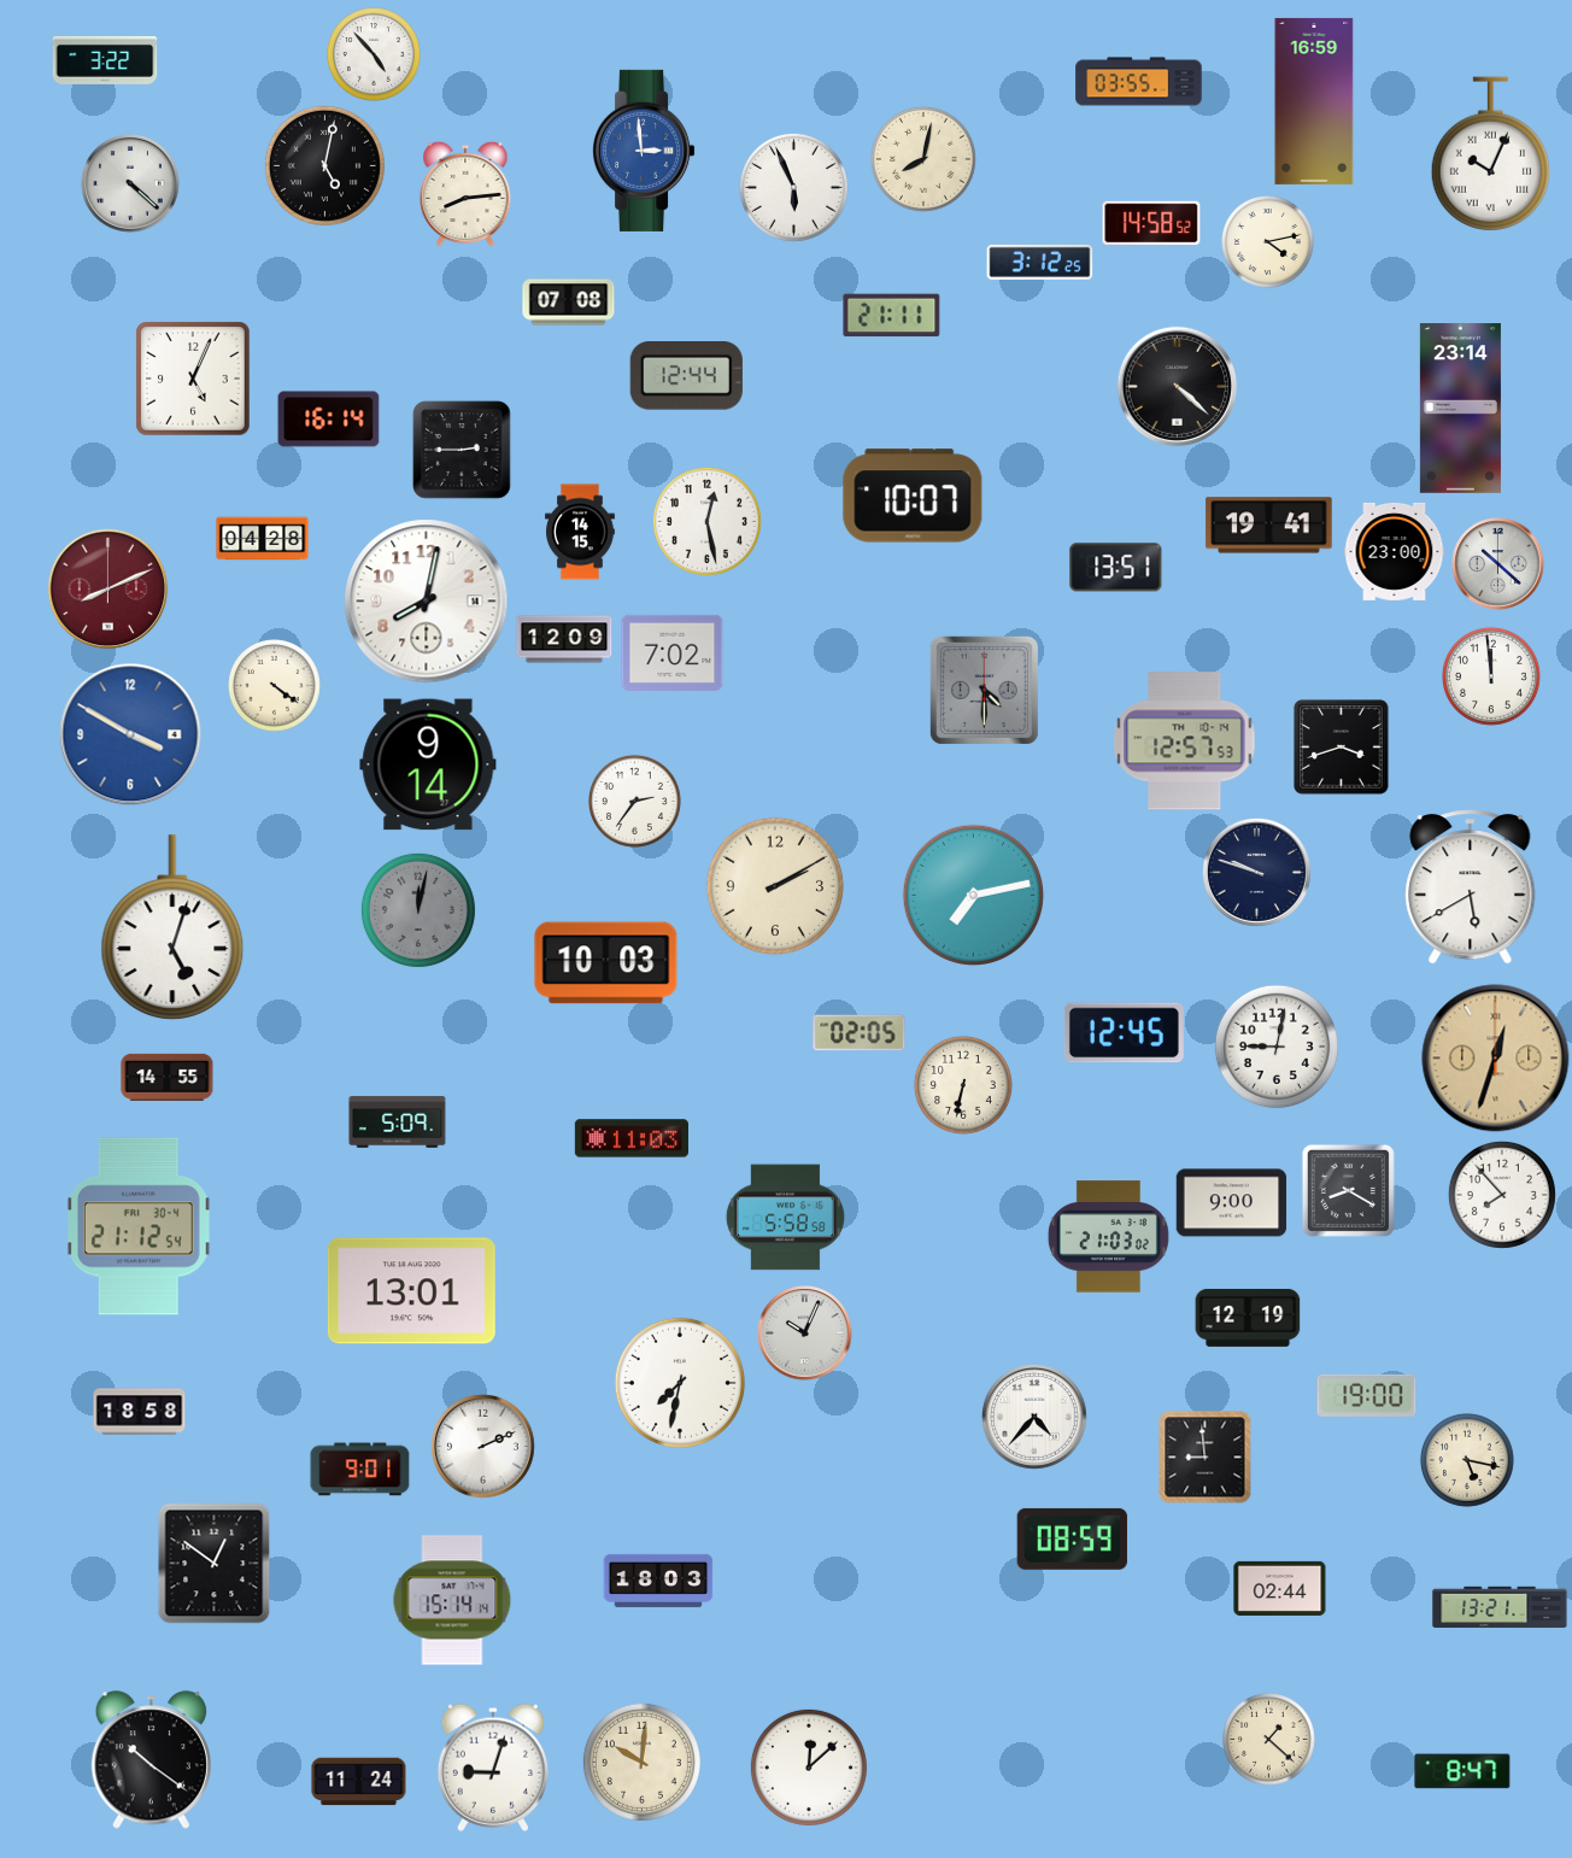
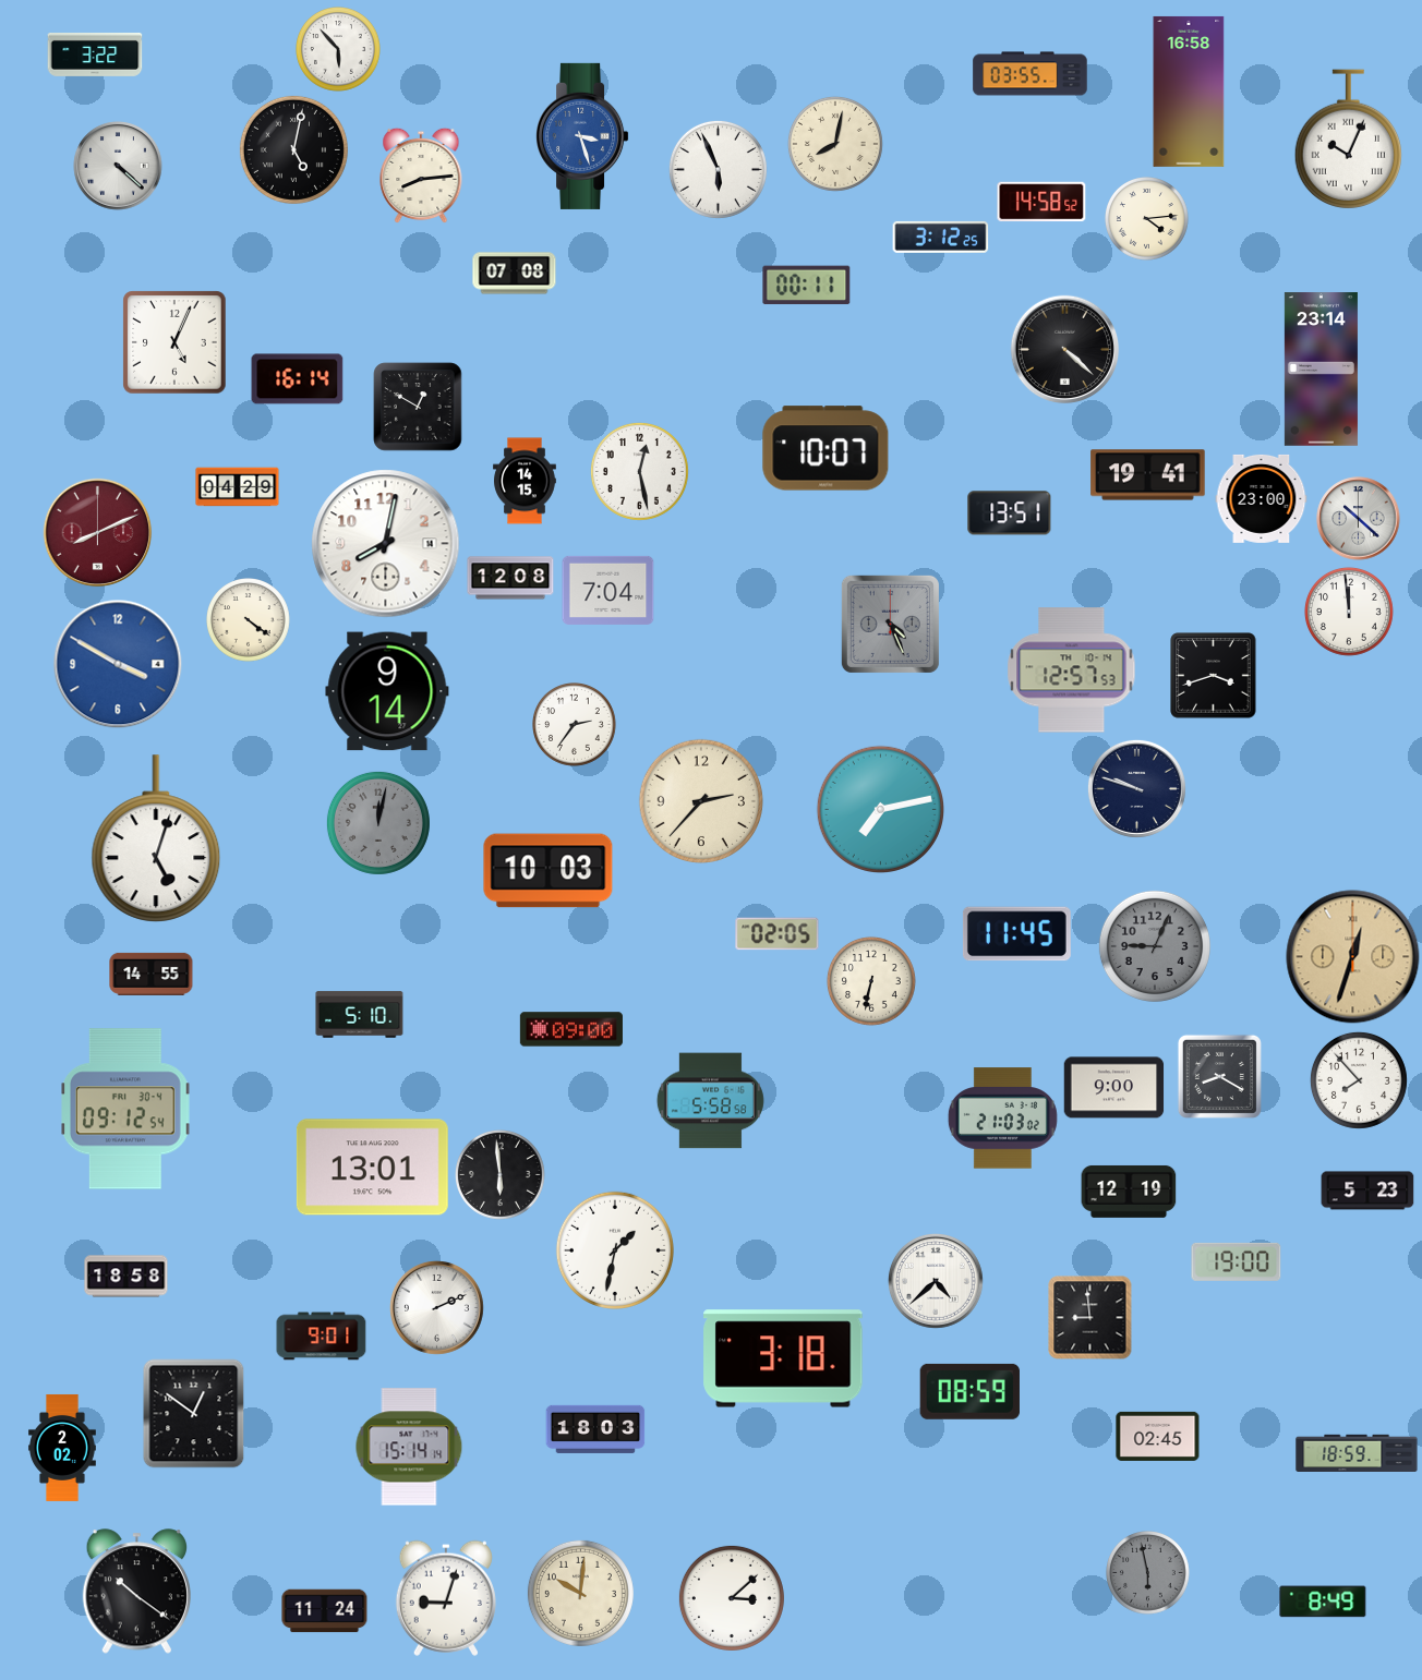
clock at (375, 55): 4:53 -> 5:53
clock at (1314, 101): 16:59 -> 16:58
clock at (645, 151): 2:59 -> 3:27
clock at (1268, 242): 4:13 -> 4:14
clock at (892, 316): 21:11 -> 00:11
clock at (686, 376): 12:44 -> none
clock at (462, 450): 2:45 -> 12:50
clock at (263, 539): 04:28 -> 04:29
clock at (1498, 564) position: (1498, 564) -> (1359, 519)
clock at (564, 639): 12:09 -> 12:08
clock at (673, 652): 7:02 -> 7:04
clock at (984, 690): 4:30 -> 4:26
clock at (775, 886): 2:10 -> 2:37
clock at (1471, 887): 5:40 -> none
clock at (1124, 1033): 12:45 -> 11:45
clock at (1277, 1047): 9:02 -> 9:04
clock at (1277, 1047) dial: white -> grey
clock at (398, 1123): 5:09 -> 5:10
clock at (632, 1138): 11:03 -> 09:00
clock at (140, 1226): 21:12 -> 09:12
clock at (499, 1174): none -> 5:59
clock at (1367, 1190): none -> 5:23
clock at (805, 1334): 10:04 -> none
clock at (680, 1383): 7:32 -> 1:32
clock at (1034, 1417): 4:37 -> 4:38
clock at (1468, 1461): 5:17 -> none
clock at (360, 1470) position: (360, 1470) -> (322, 1337)
clock at (783, 1358): none -> 3:18
clock at (1280, 1588): 02:44 -> 02:45
clock at (63, 1448): none -> 2:02
clock at (1500, 1606): 13:21 -> 18:59
clock at (1269, 1740): 1:22 -> 5:58
clock at (1269, 1740) dial: cream -> grey
clock at (809, 1768): 12:08 -> 3:08
clock at (1462, 1771): 8:47 -> 8:49
